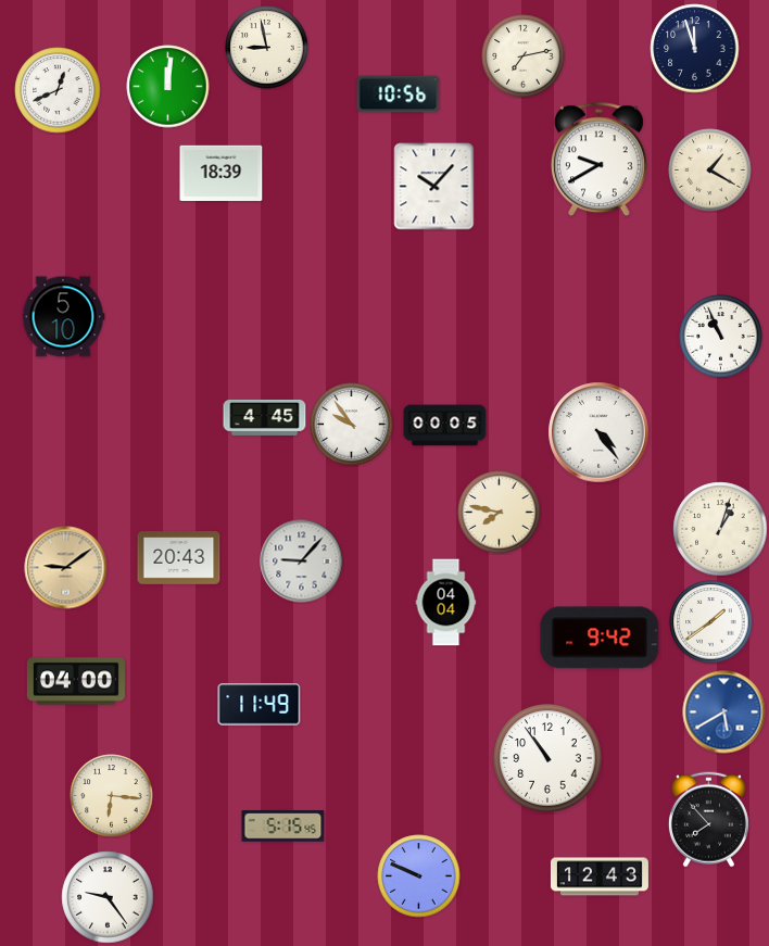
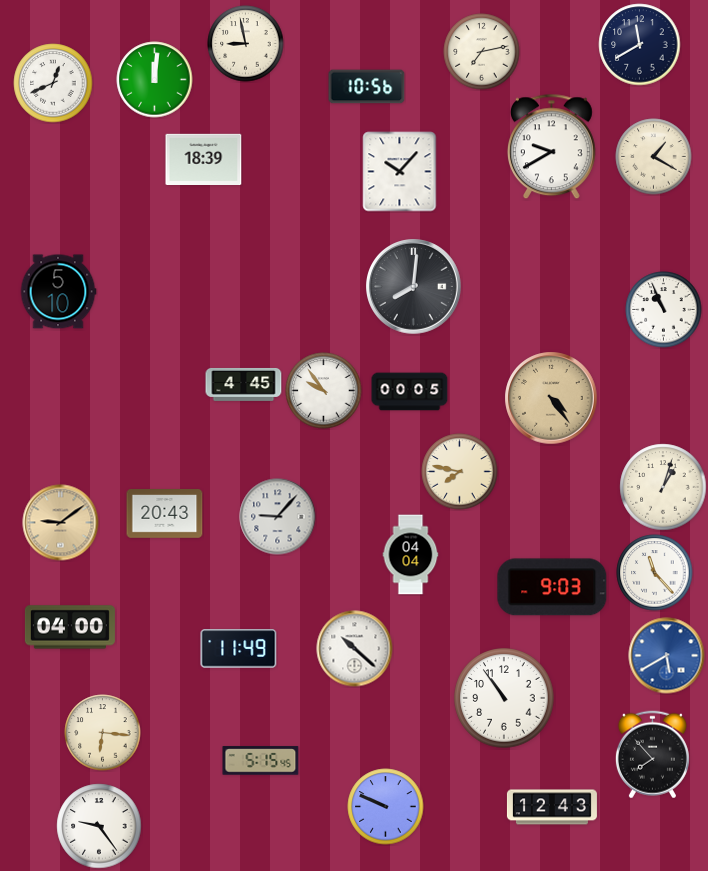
clock at (695, 49): 11:57 -> 11:40
clock at (414, 287): none -> 8:01
clock at (598, 432) dial: white -> champagne
clock at (711, 622): 1:39 -> 11:23
clock at (600, 638): 9:42 -> 9:03
clock at (355, 649): none -> 10:22
